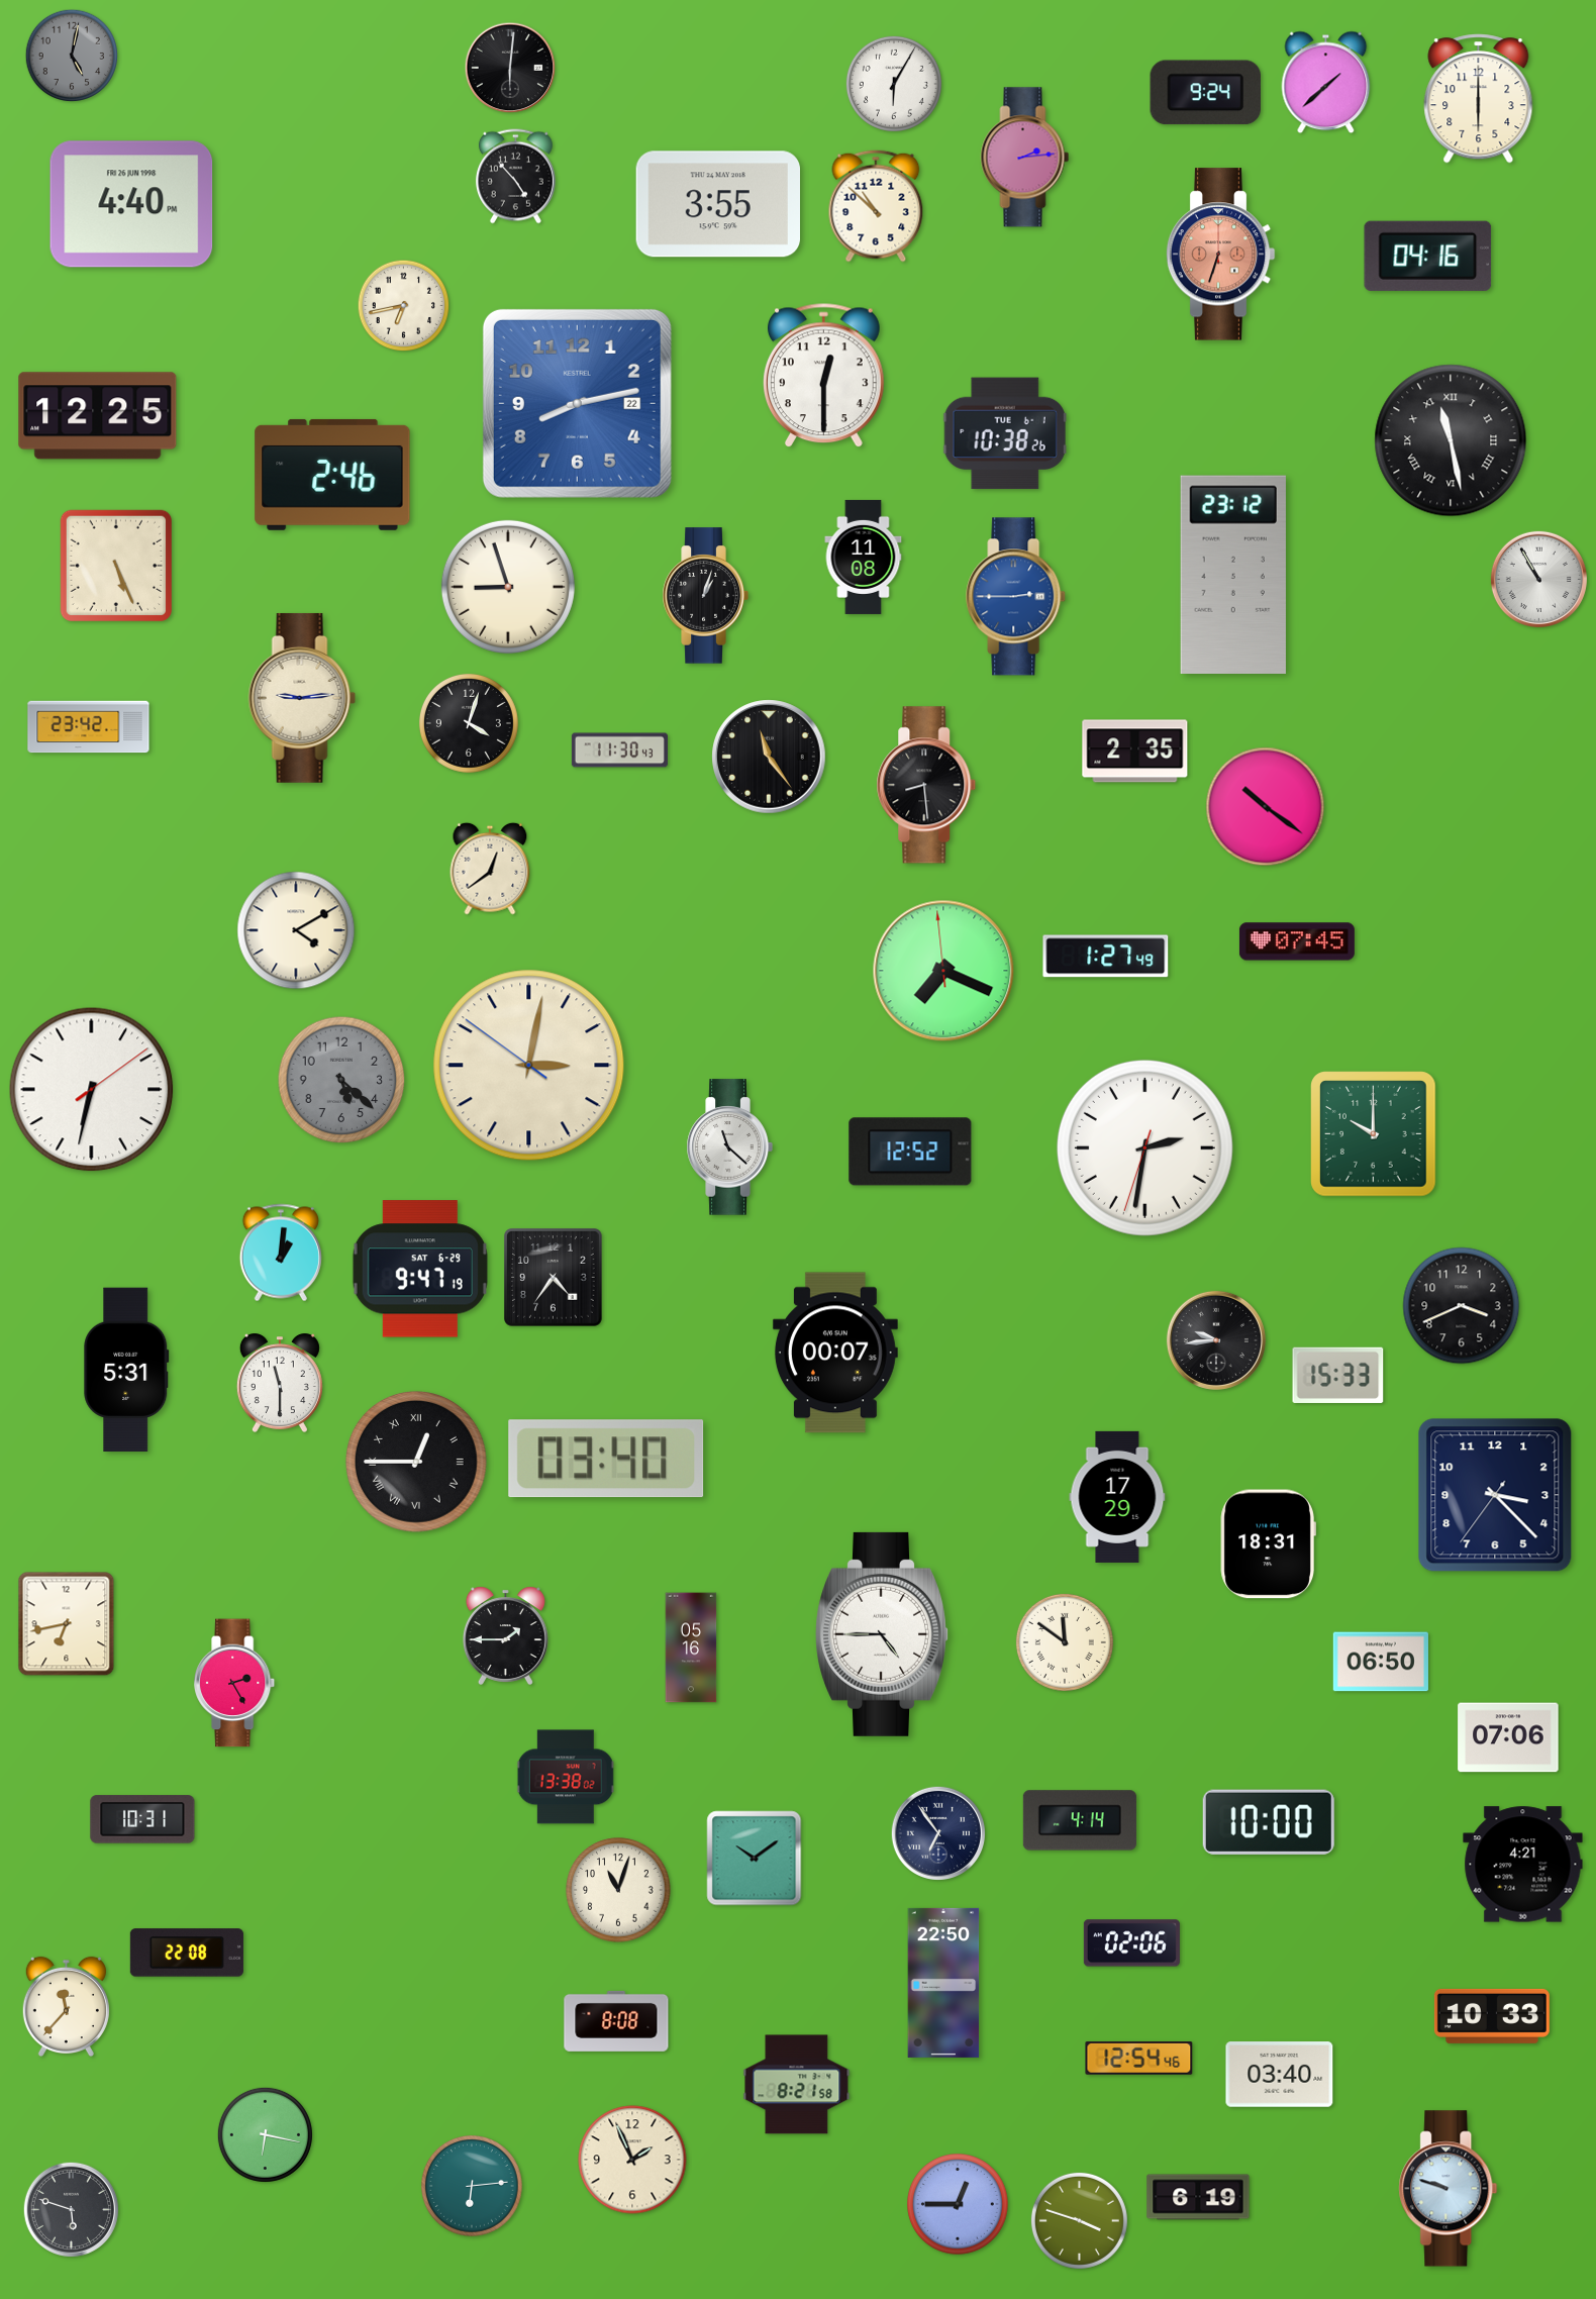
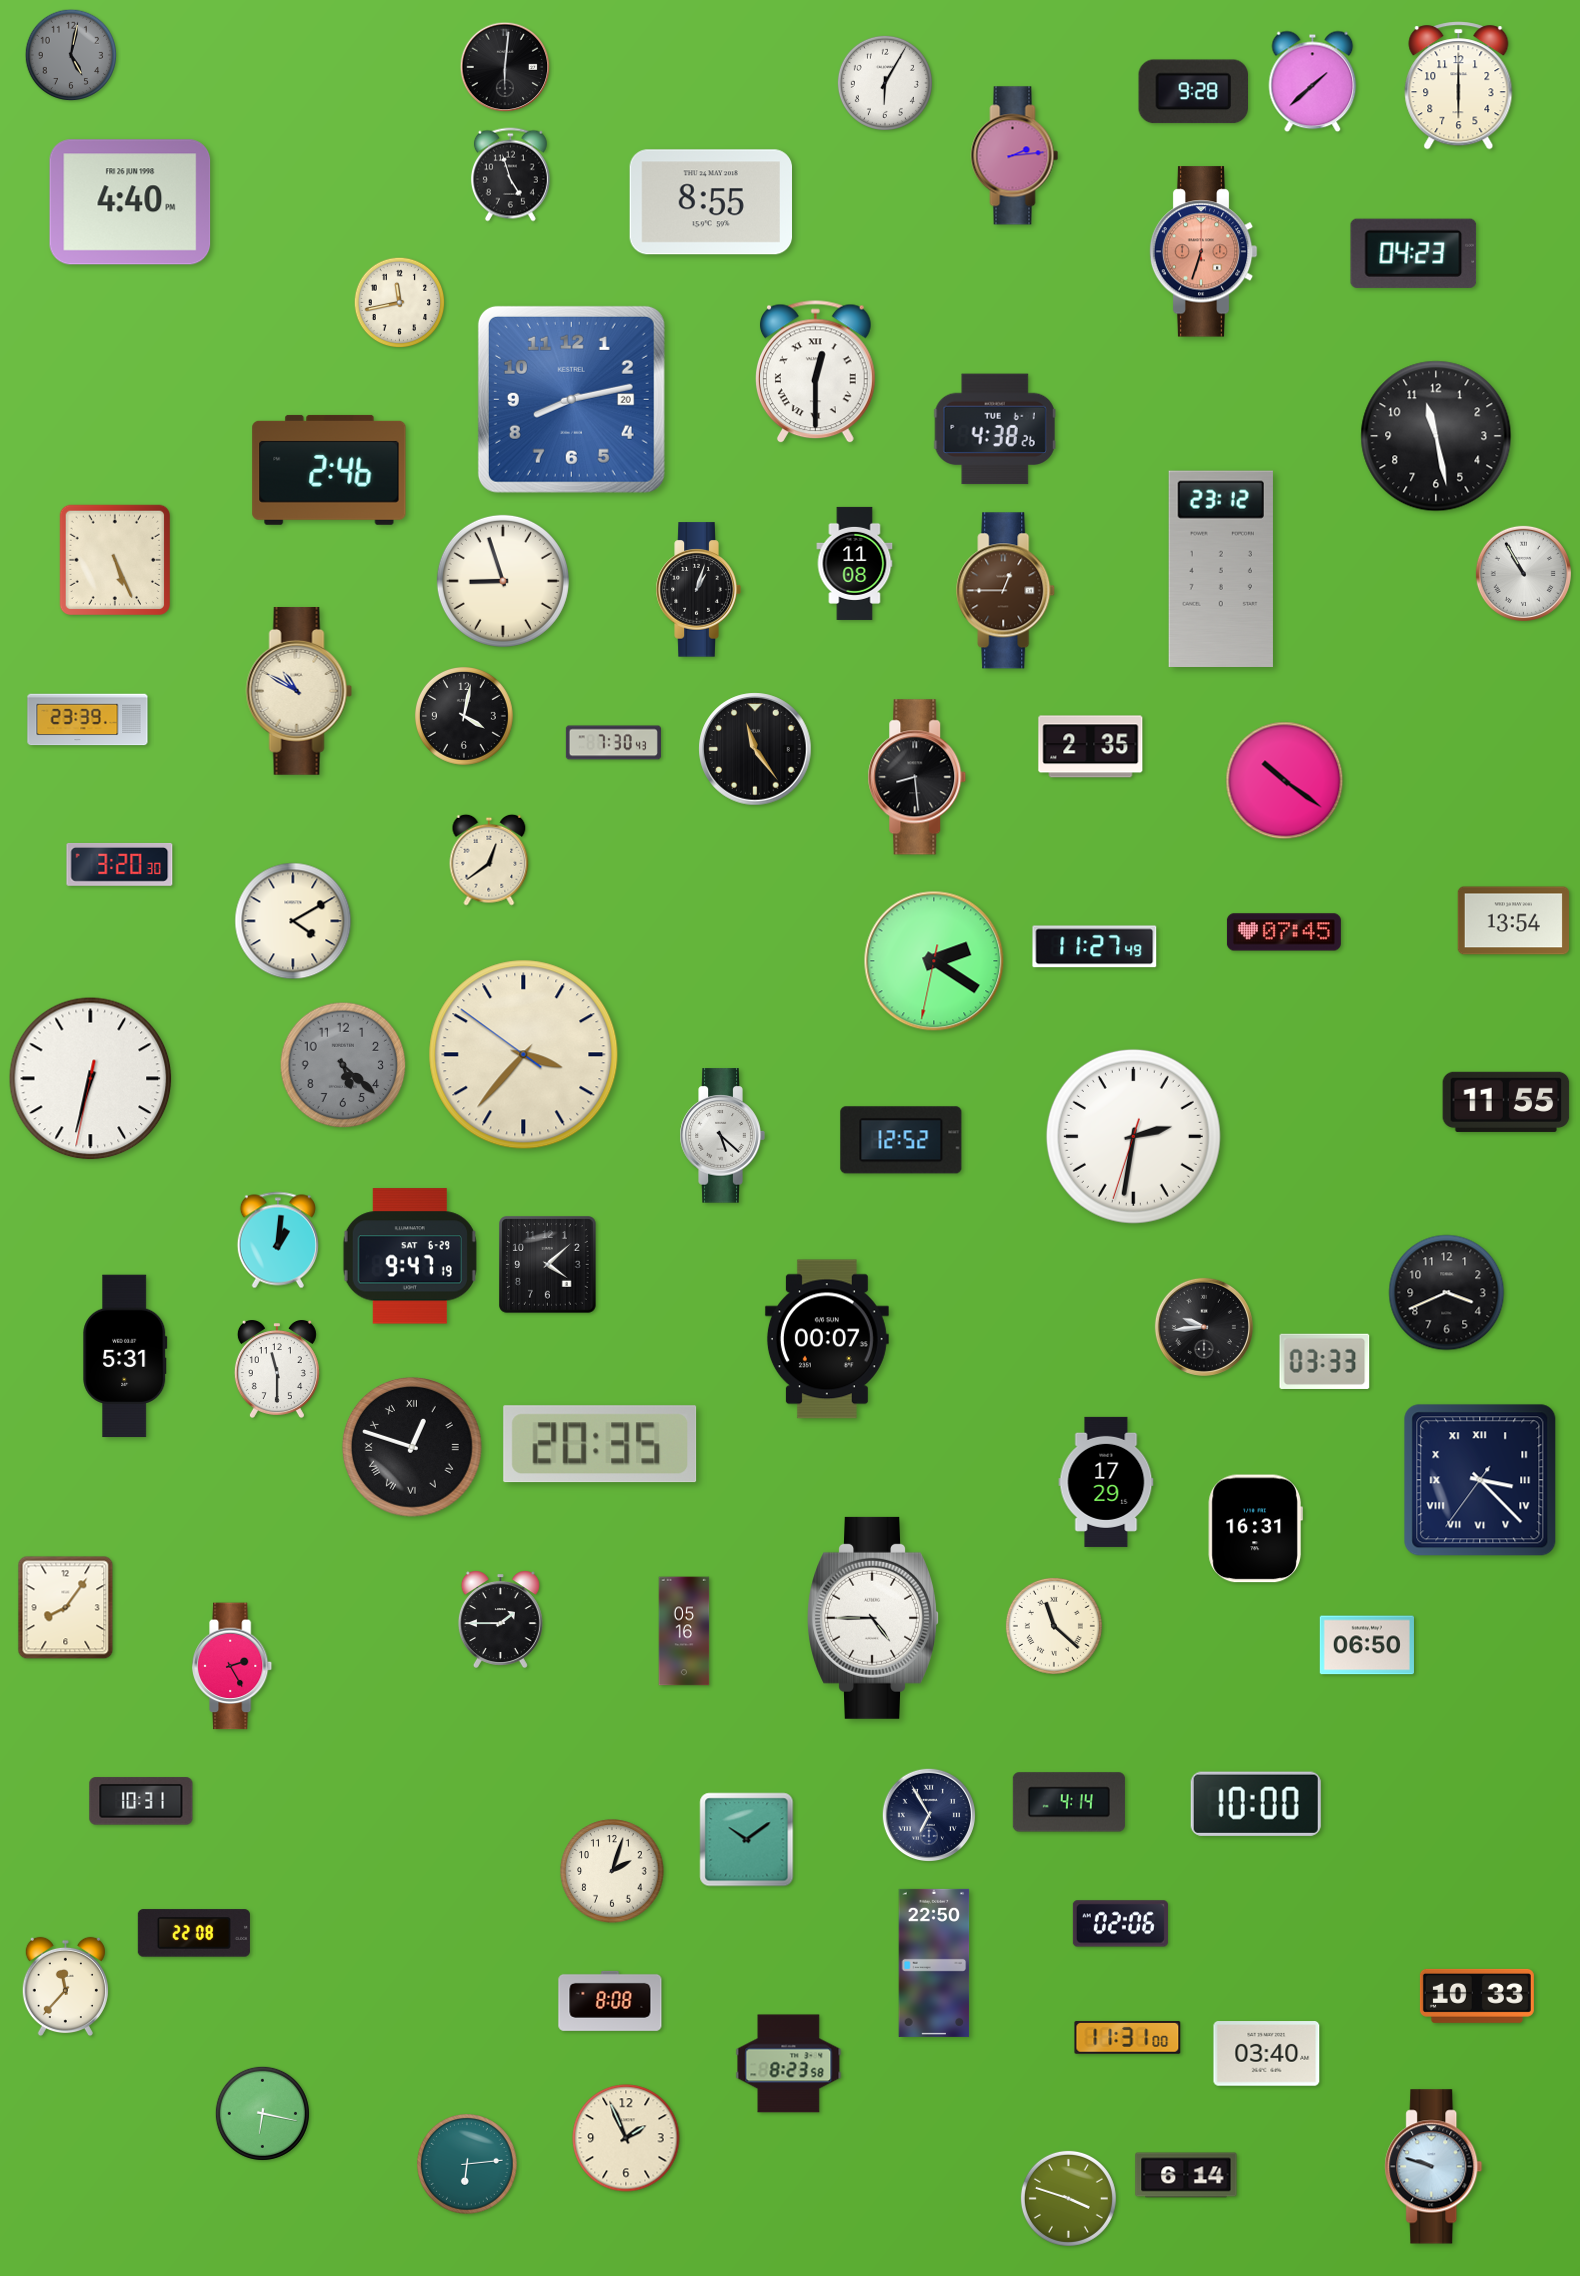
clock at (1205, 93): 9:24 -> 9:28
clock at (1479, 99) position: (1479, 99) -> (1459, 86)
clock at (515, 177): 4:53 -> 4:57
clock at (717, 204): 3:55 -> 8:55
clock at (876, 206): 10:52 -> none
clock at (1220, 255) position: (1220, 255) -> (1203, 252)
clock at (1428, 256): 04:16 -> 04:23
clock at (404, 306): 6:43 -> 11:43
clock at (824, 376) numerals: Arabic -> Roman
clock at (577, 403) date: 22 -> 20
clock at (98, 416): 12:25 -> none
clock at (1005, 433): 10:38 -> 4:38
clock at (1451, 440) numerals: Roman -> Arabic
clock at (864, 557) position: (864, 557) -> (855, 563)
clock at (1016, 597): 2:45 -> 12:45
clock at (1016, 597) dial: blue -> brown
clock at (302, 698): 9:14 -> 10:50
clock at (469, 723): 4:03 -> 4:02
clock at (89, 727): 23:42 -> 23:39
clock at (619, 751): 11:30 -> 7:30
clock at (1135, 752) position: (1135, 752) -> (1091, 747)
clock at (769, 757) position: (769, 757) -> (755, 749)
clock at (1266, 807) position: (1266, 807) -> (1285, 781)
clock at (490, 869) position: (490, 869) -> (489, 860)
clock at (120, 864): none -> 3:20
clock at (1513, 921): none -> 13:54
clock at (1106, 957): 1:27 -> 11:27
clock at (943, 971): 7:18 -> 2:20
clock at (529, 1066): 3:01 -> 3:36
clock at (341, 1080) position: (341, 1080) -> (343, 1065)
clock at (92, 1090): 6:32:09 -> 6:32:32
clock at (1506, 1102): none -> 11:55
clock at (1374, 1134): 10:00 -> none
clock at (729, 1147): 11:22 -> 5:22
clock at (420, 1269) position: (420, 1269) -> (410, 1256)
clock at (554, 1278): 4:36 -> 4:08
clock at (1338, 1375): 15:33 -> 03:33
clock at (606, 1459): 03:40 -> 20:35
clock at (417, 1463): 12:45 -> 12:48
clock at (1495, 1495) numerals: Arabic -> Roman
clock at (1268, 1544): 18:31 -> 16:31
clock at (67, 1624): 6:43 -> 8:06
clock at (1065, 1642): 11:51 -> 11:22
clock at (1508, 1737): 07:06 -> none
clock at (566, 1777): 13:38 -> none
clock at (937, 1832): 6:54 -> 6:55
clock at (1523, 1865): 4:21 -> none
clock at (618, 1890): 11:03 -> 2:03
clock at (187, 1953) position: (187, 1953) -> (194, 1933)
clock at (1139, 2059): 12:54 -> 11:31
clock at (797, 2085): 8:21 -> 8:23
clock at (1198, 2197): 6:19 -> 6:14
clock at (959, 2205): 12:45 -> none
clock at (71, 2209): 5:48 -> none
